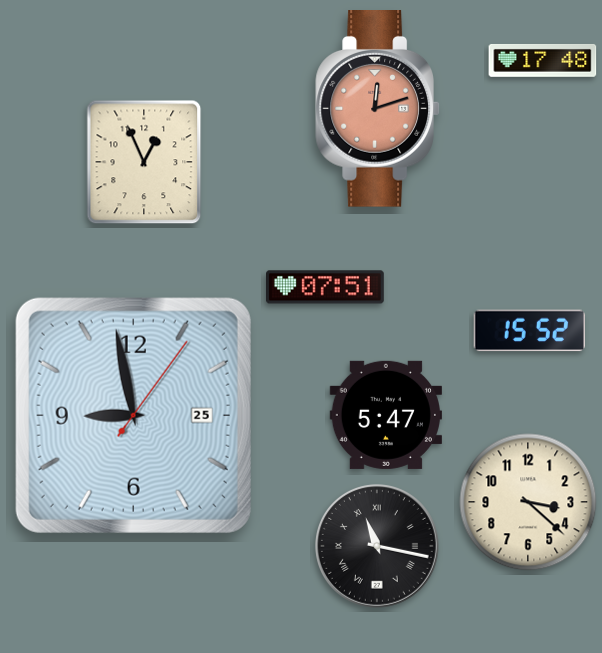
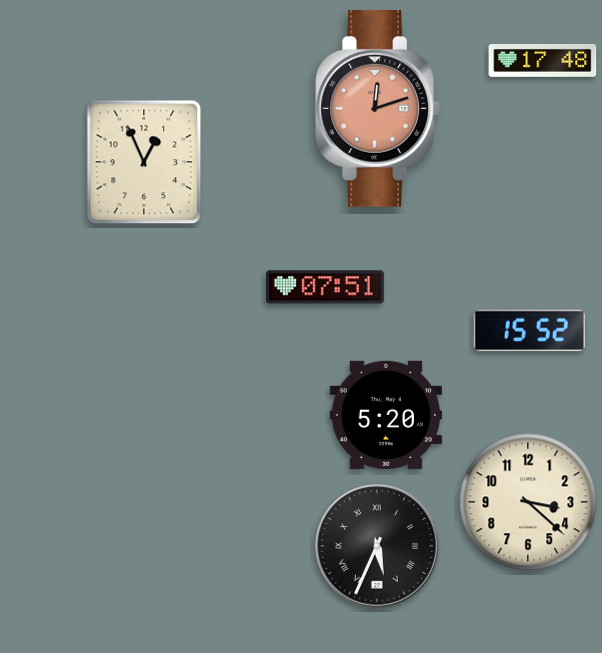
clock at (133, 415): 8:58 -> none
clock at (386, 415): 5:47 -> 5:20
clock at (377, 546): 11:17 -> 5:34
